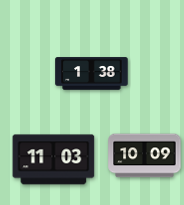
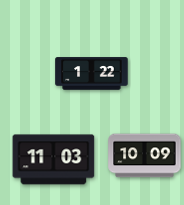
clock at (92, 74): 1:38 -> 1:22
